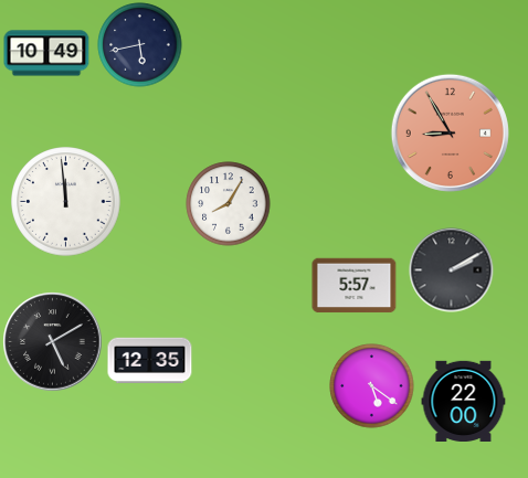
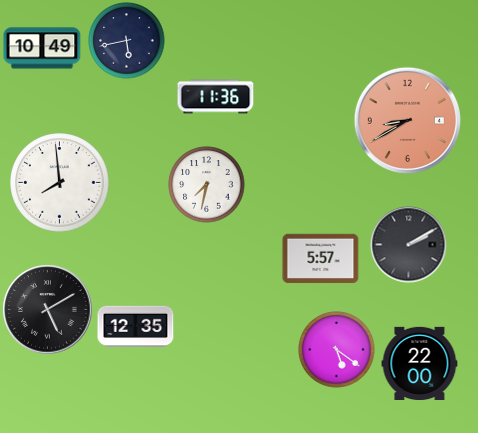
clock at (216, 97): none -> 11:36
clock at (450, 132): 8:55 -> 8:40
clock at (66, 202): 11:59 -> 7:59
clock at (229, 204): 8:05 -> 7:32
